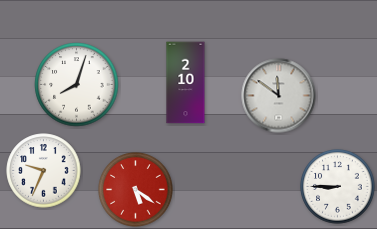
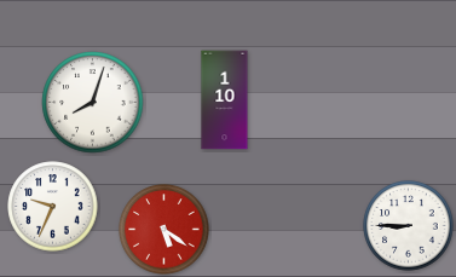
clock at (186, 83): 2:10 -> 1:10
clock at (279, 96): 11:51 -> none
